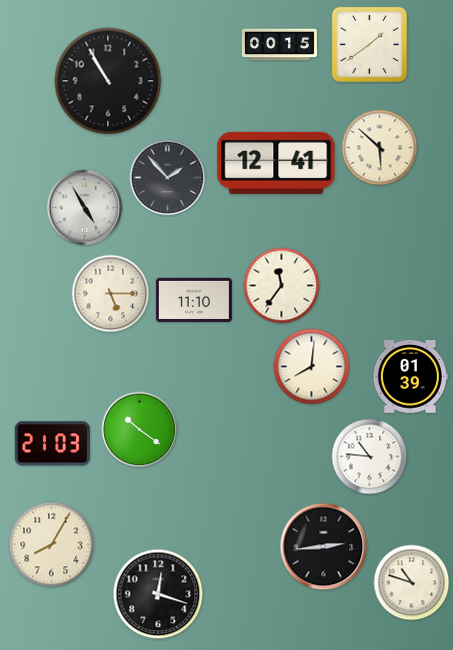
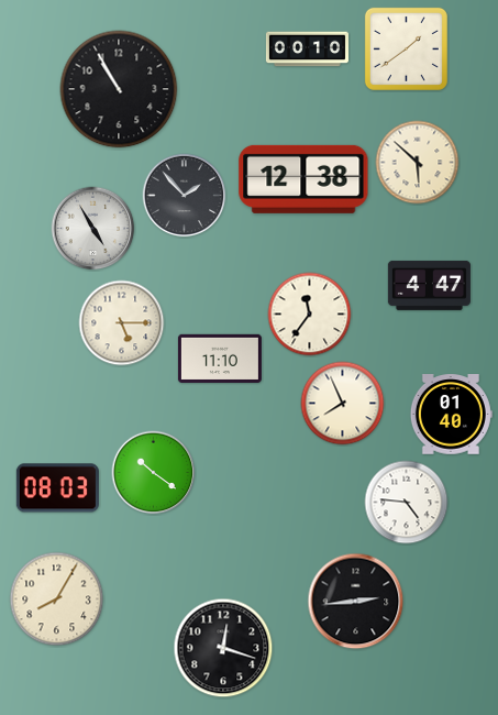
clock at (279, 45): 00:15 -> 00:10
clock at (276, 163): 12:41 -> 12:38
clock at (429, 285): none -> 4:47
clock at (194, 300) position: (194, 300) -> (220, 359)
clock at (312, 367): 8:01 -> 7:56
clock at (410, 377): 01:39 -> 01:40
clock at (52, 444): 21:03 -> 08:03
clock at (370, 457): 10:46 -> 4:46
clock at (412, 583): 10:48 -> none
clock at (158, 594) position: (158, 594) -> (223, 648)
